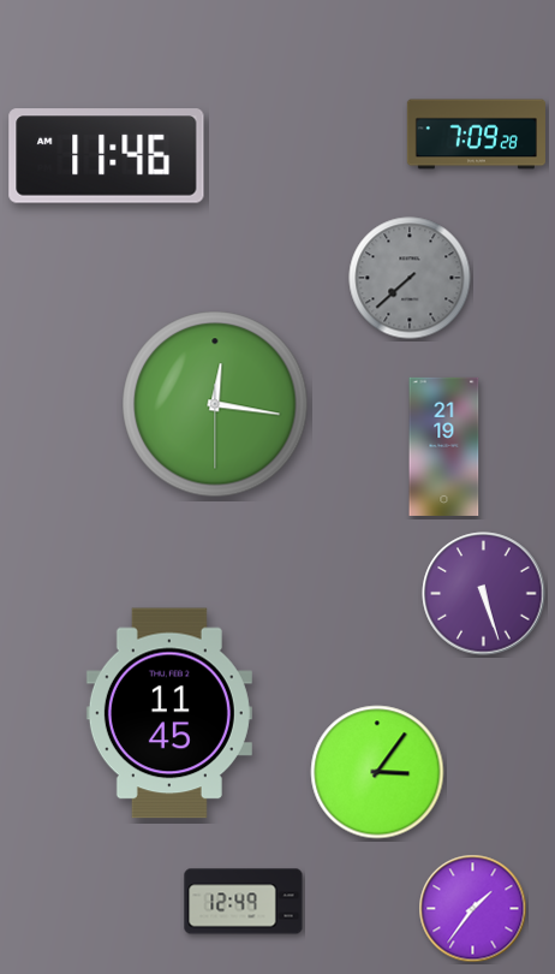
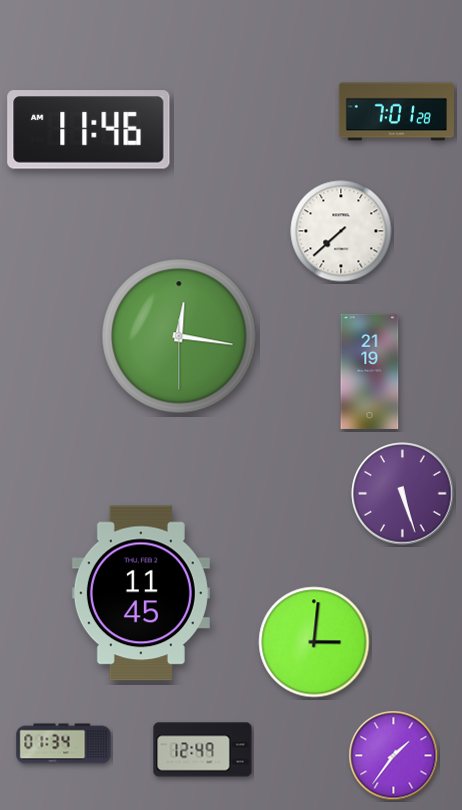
clock at (476, 135): 7:09 -> 7:01
clock at (410, 278) dial: grey -> white
clock at (377, 772): 3:06 -> 3:01
clock at (64, 744): none -> 01:34
